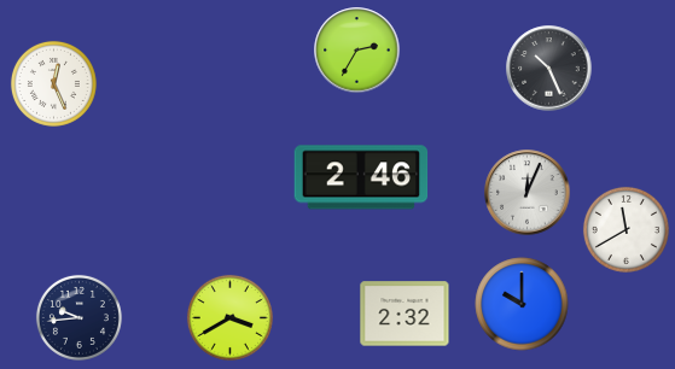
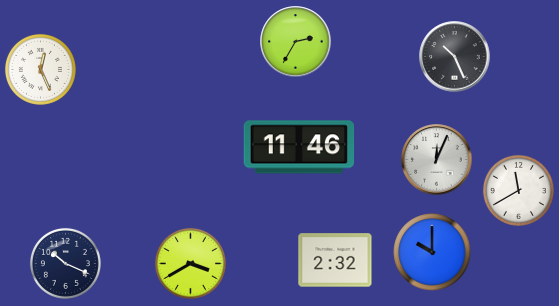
clock at (53, 83) position: (53, 83) -> (40, 69)
clock at (361, 177): 2:46 -> 11:46
clock at (78, 317): 9:44 -> 10:19
